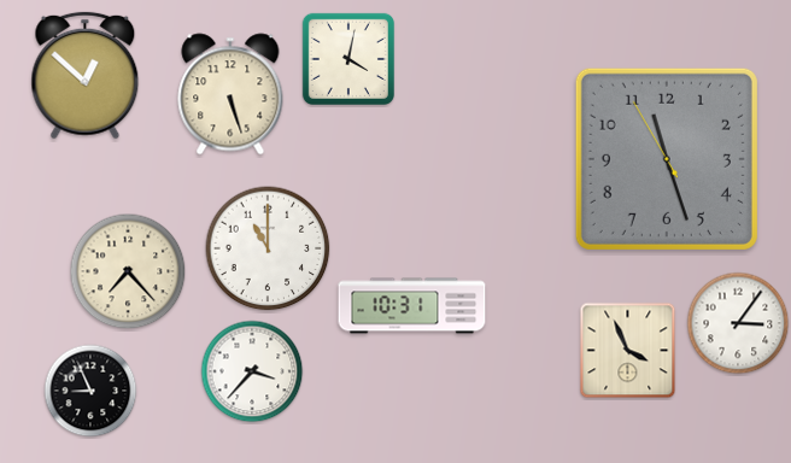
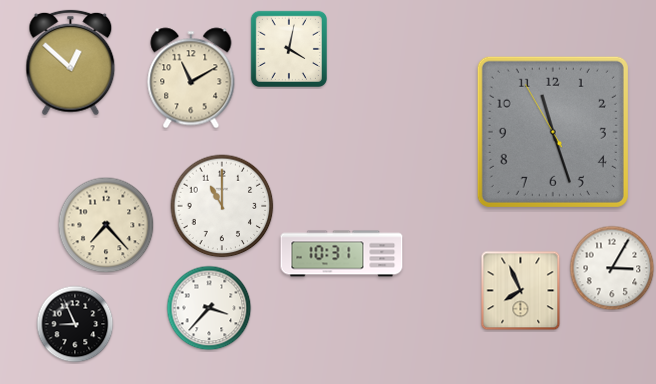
clock at (230, 94): 5:27 -> 11:10
clock at (738, 323): 3:06 -> 3:05
clock at (628, 351): 3:56 -> 7:56
